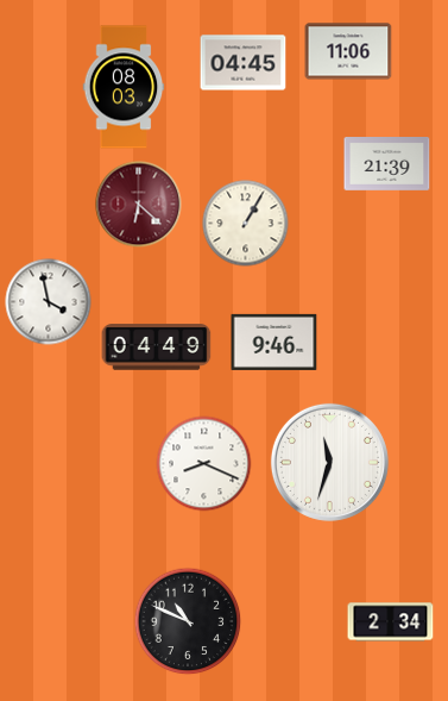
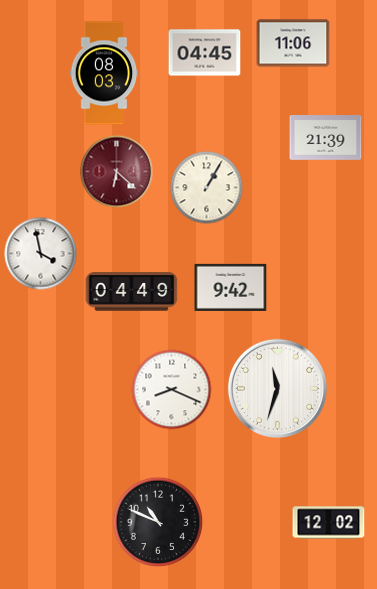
clock at (275, 342): 9:46 -> 9:42
clock at (391, 622): 2:34 -> 12:02
